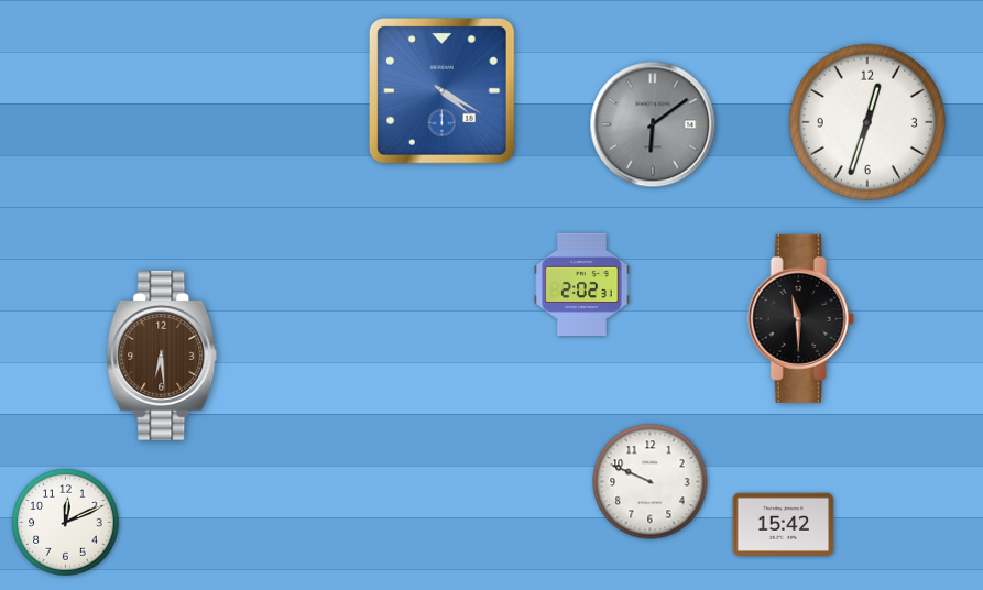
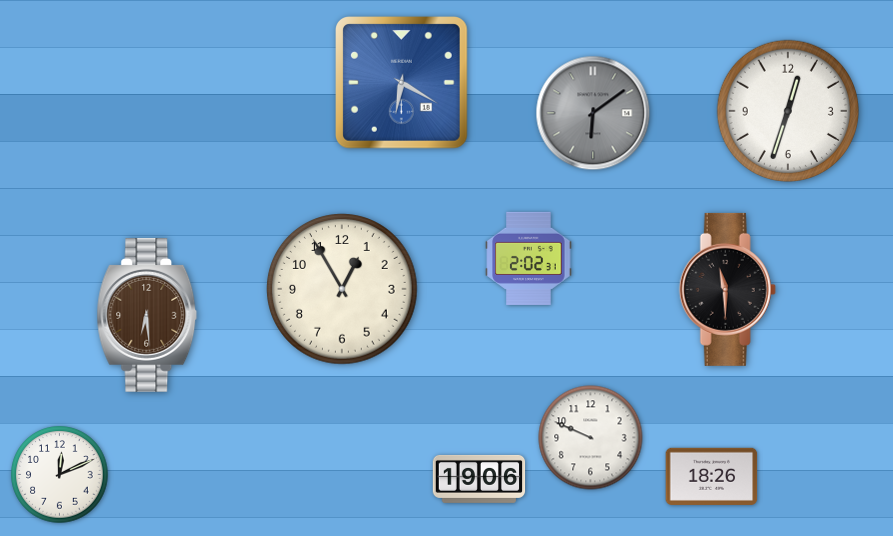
clock at (443, 91): 4:20 -> 6:20
clock at (342, 289): none -> 12:55
clock at (162, 356) position: (162, 356) -> (147, 315)
clock at (784, 524): 15:42 -> 18:26
clock at (479, 479): none -> 19:06
